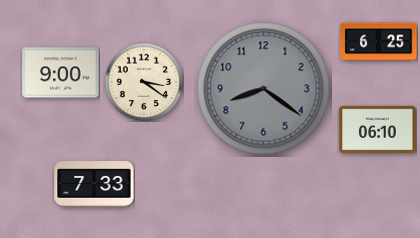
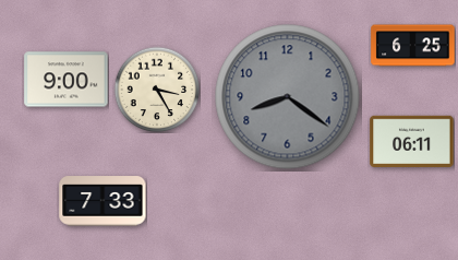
clock at (144, 82): 3:21 -> 3:25
clock at (378, 129): 06:10 -> 06:11
